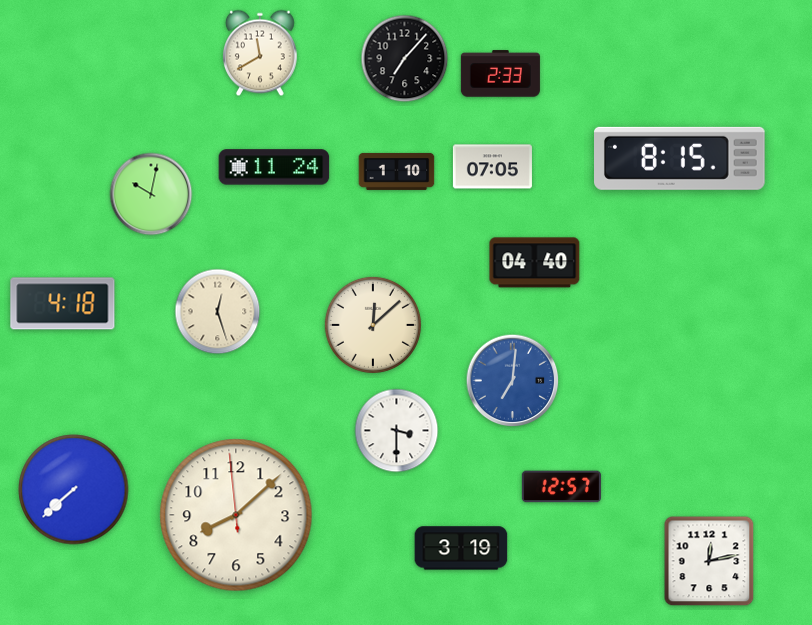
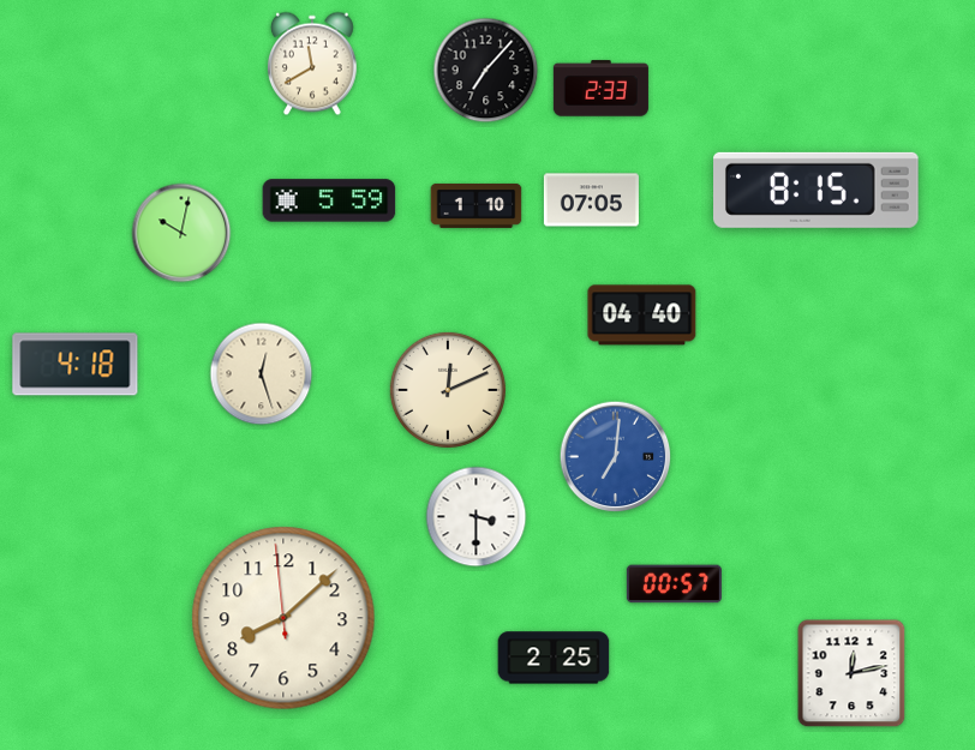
clock at (274, 167): 11:24 -> 5:59
clock at (373, 325): 12:08 -> 12:11
clock at (561, 487): 12:57 -> 00:57
clock at (74, 490): 7:38 -> none
clock at (461, 548): 3:19 -> 2:25
